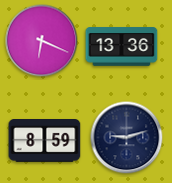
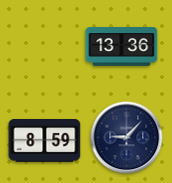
clock at (42, 41): 6:19 -> none
clock at (127, 138): 9:12 -> 9:07
